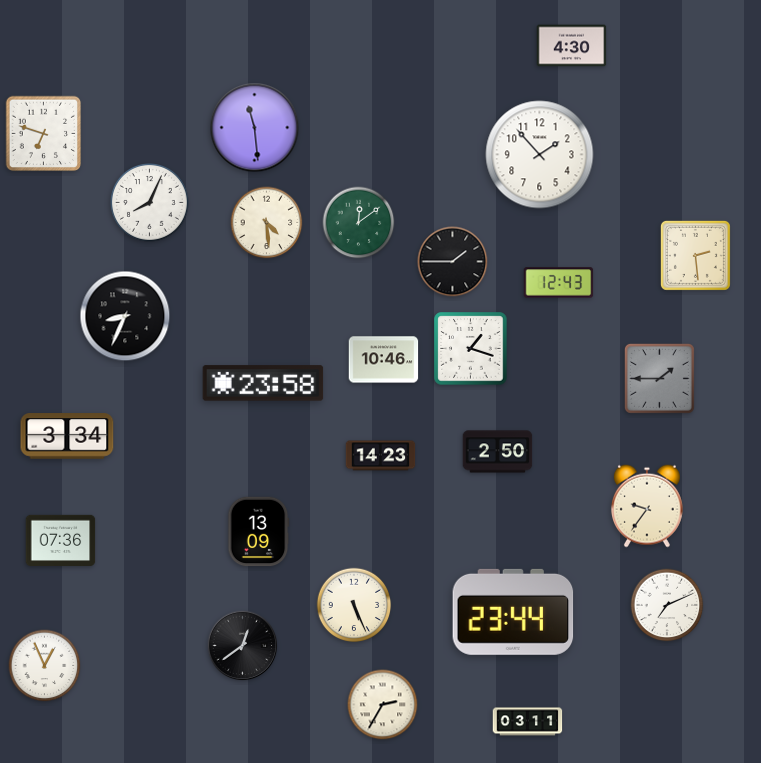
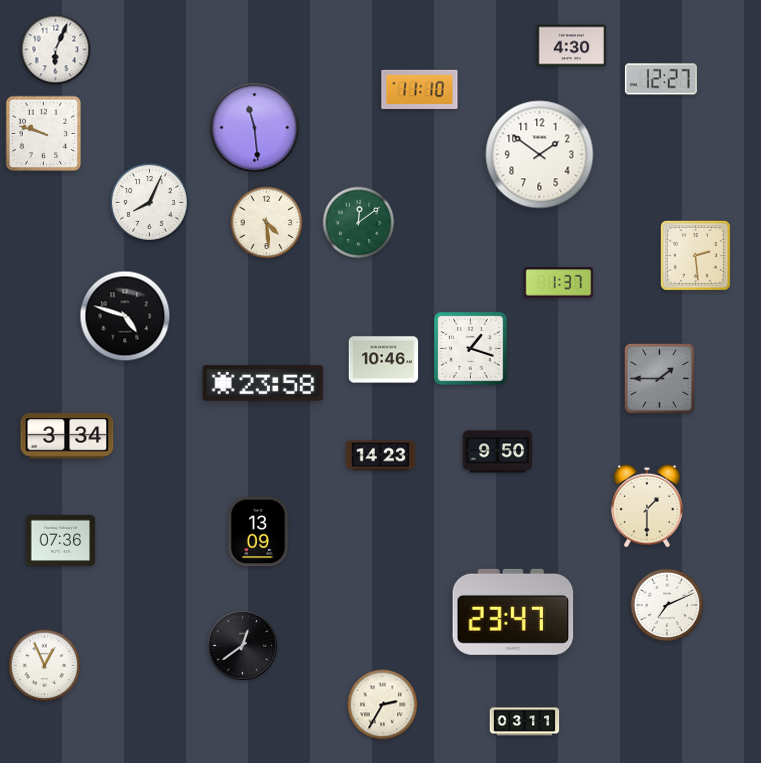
clock at (56, 50): none -> 6:04
clock at (661, 79): none -> 12:27
clock at (420, 89): none -> 11:10
clock at (44, 134): 6:48 -> 9:48
clock at (540, 155): 1:53 -> 1:51
clock at (453, 262): 1:45 -> none
clock at (559, 283): 12:43 -> 1:37
clock at (125, 316): 8:34 -> 4:48
clock at (498, 452): 2:50 -> 9:50
clock at (647, 506): 9:36 -> 1:30
clock at (354, 605): 5:26 -> none
clock at (513, 612): 23:44 -> 23:47
clock at (528, 722) position: (528, 722) -> (525, 722)
